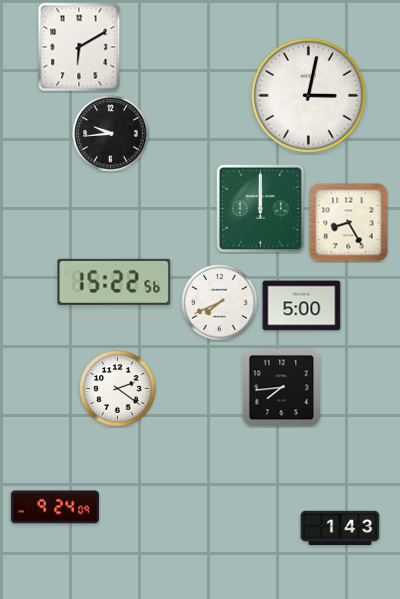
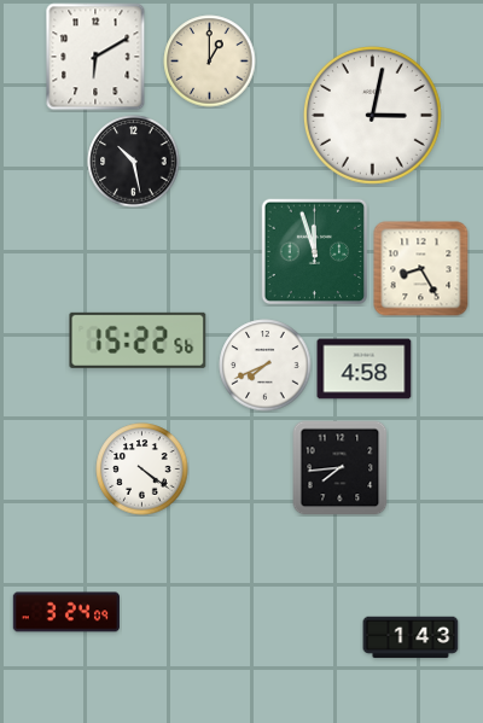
clock at (210, 62): none -> 1:00
clock at (111, 134): 9:44 -> 10:28
clock at (261, 209): 12:00 -> 11:57
clock at (302, 306): 5:00 -> 4:58
clock at (118, 389): 2:21 -> 4:21
clock at (55, 507): 9:24 -> 3:24
